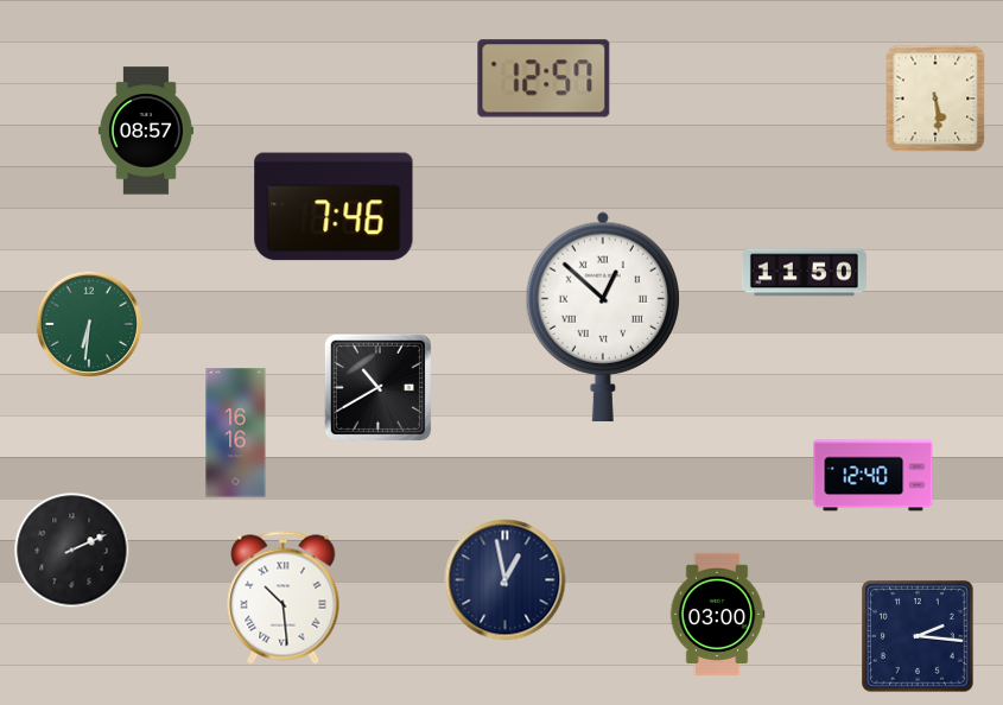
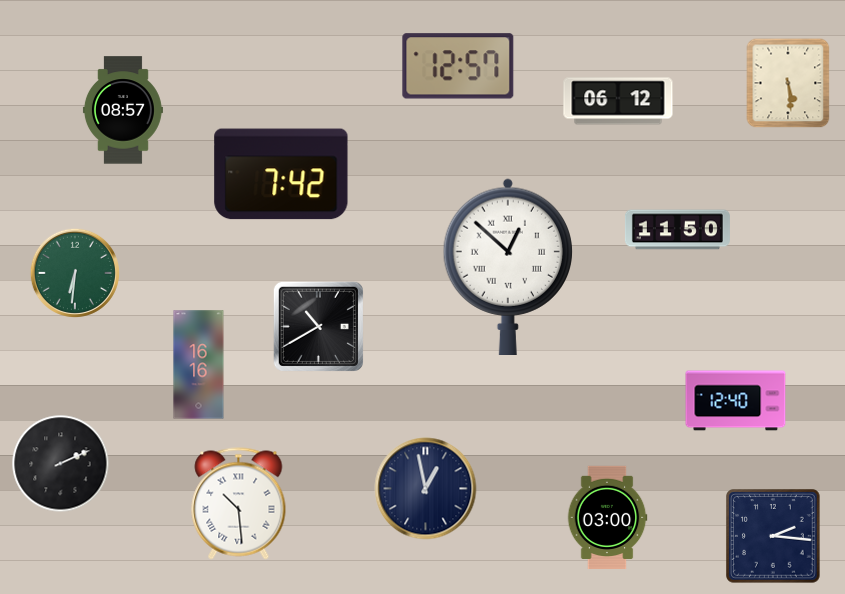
clock at (618, 101): none -> 06:12
clock at (334, 207): 7:46 -> 7:42
clock at (717, 615) position: (717, 615) -> (607, 518)
